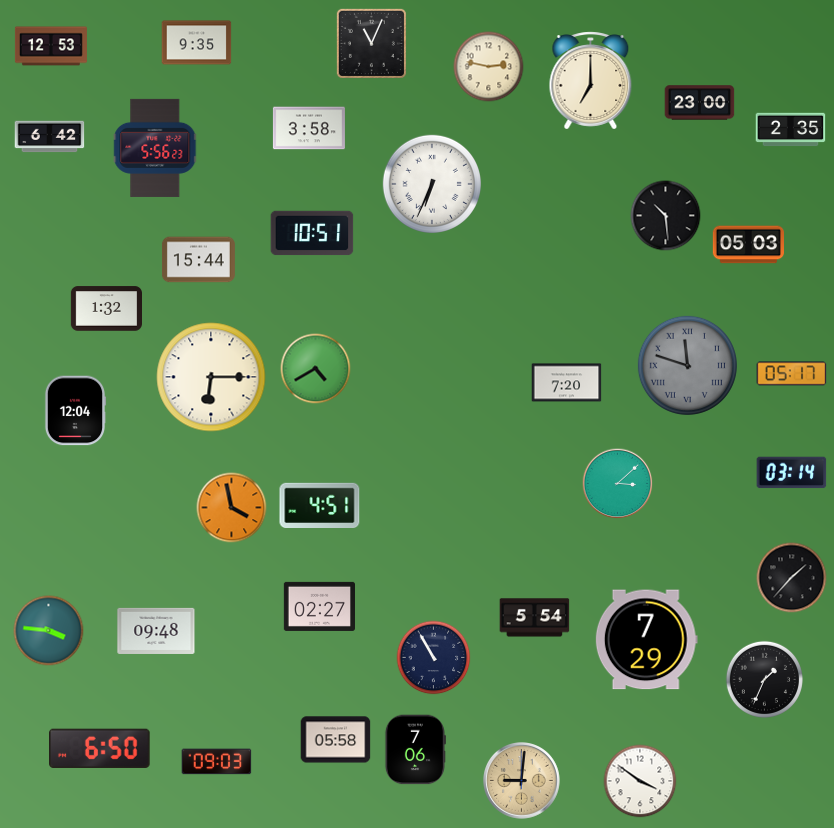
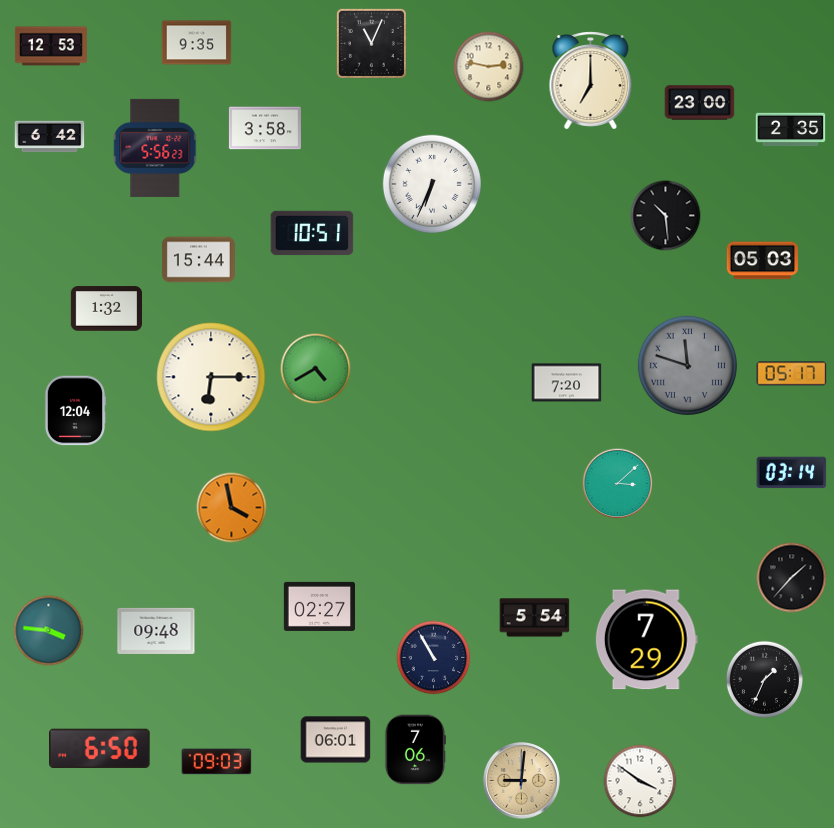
clock at (309, 128) position: (309, 128) -> (265, 128)
clock at (748, 245) position: (748, 245) -> (762, 261)
clock at (320, 505): 4:51 -> none
clock at (336, 740): 05:58 -> 06:01
